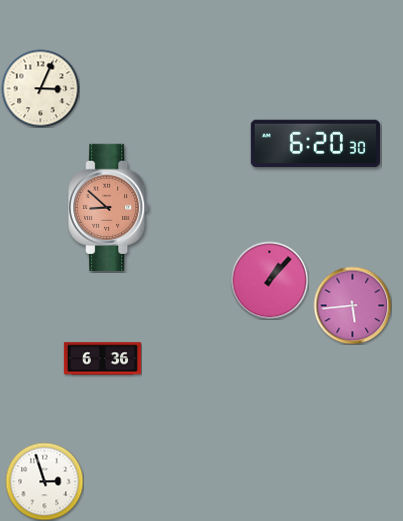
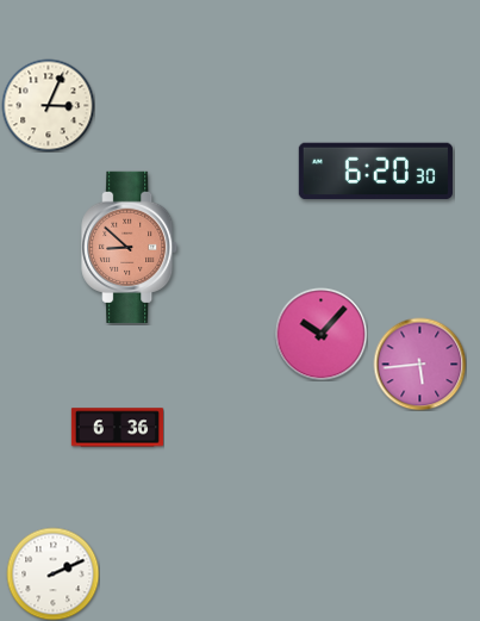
clock at (269, 280): 1:07 -> 10:07
clock at (102, 359) position: (102, 359) -> (117, 428)
clock at (44, 481): 2:57 -> 2:11
